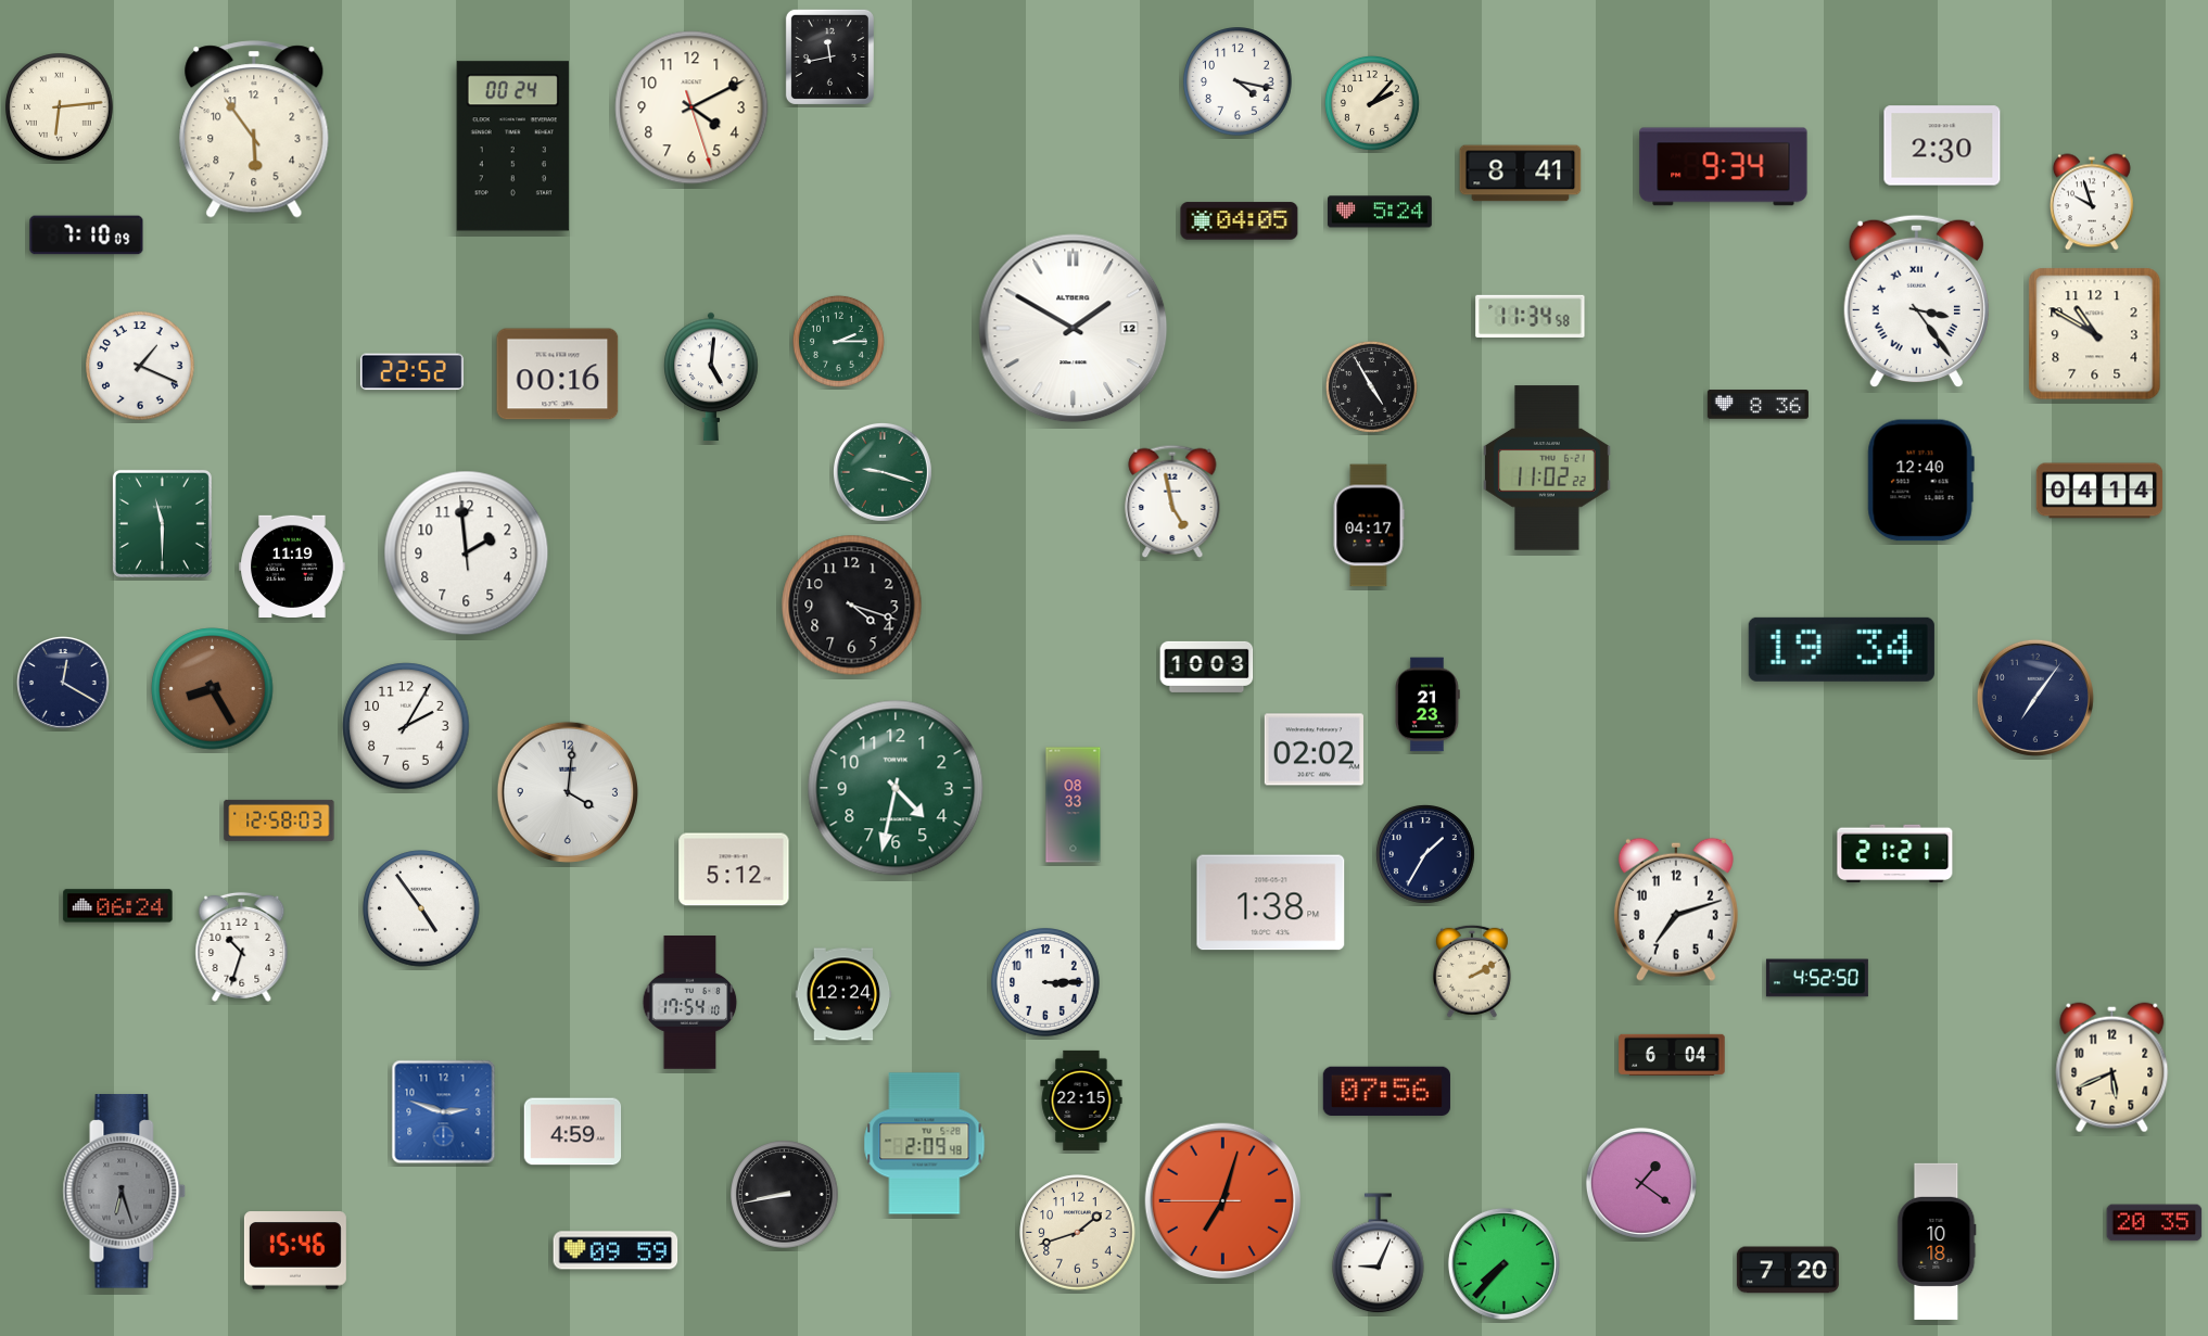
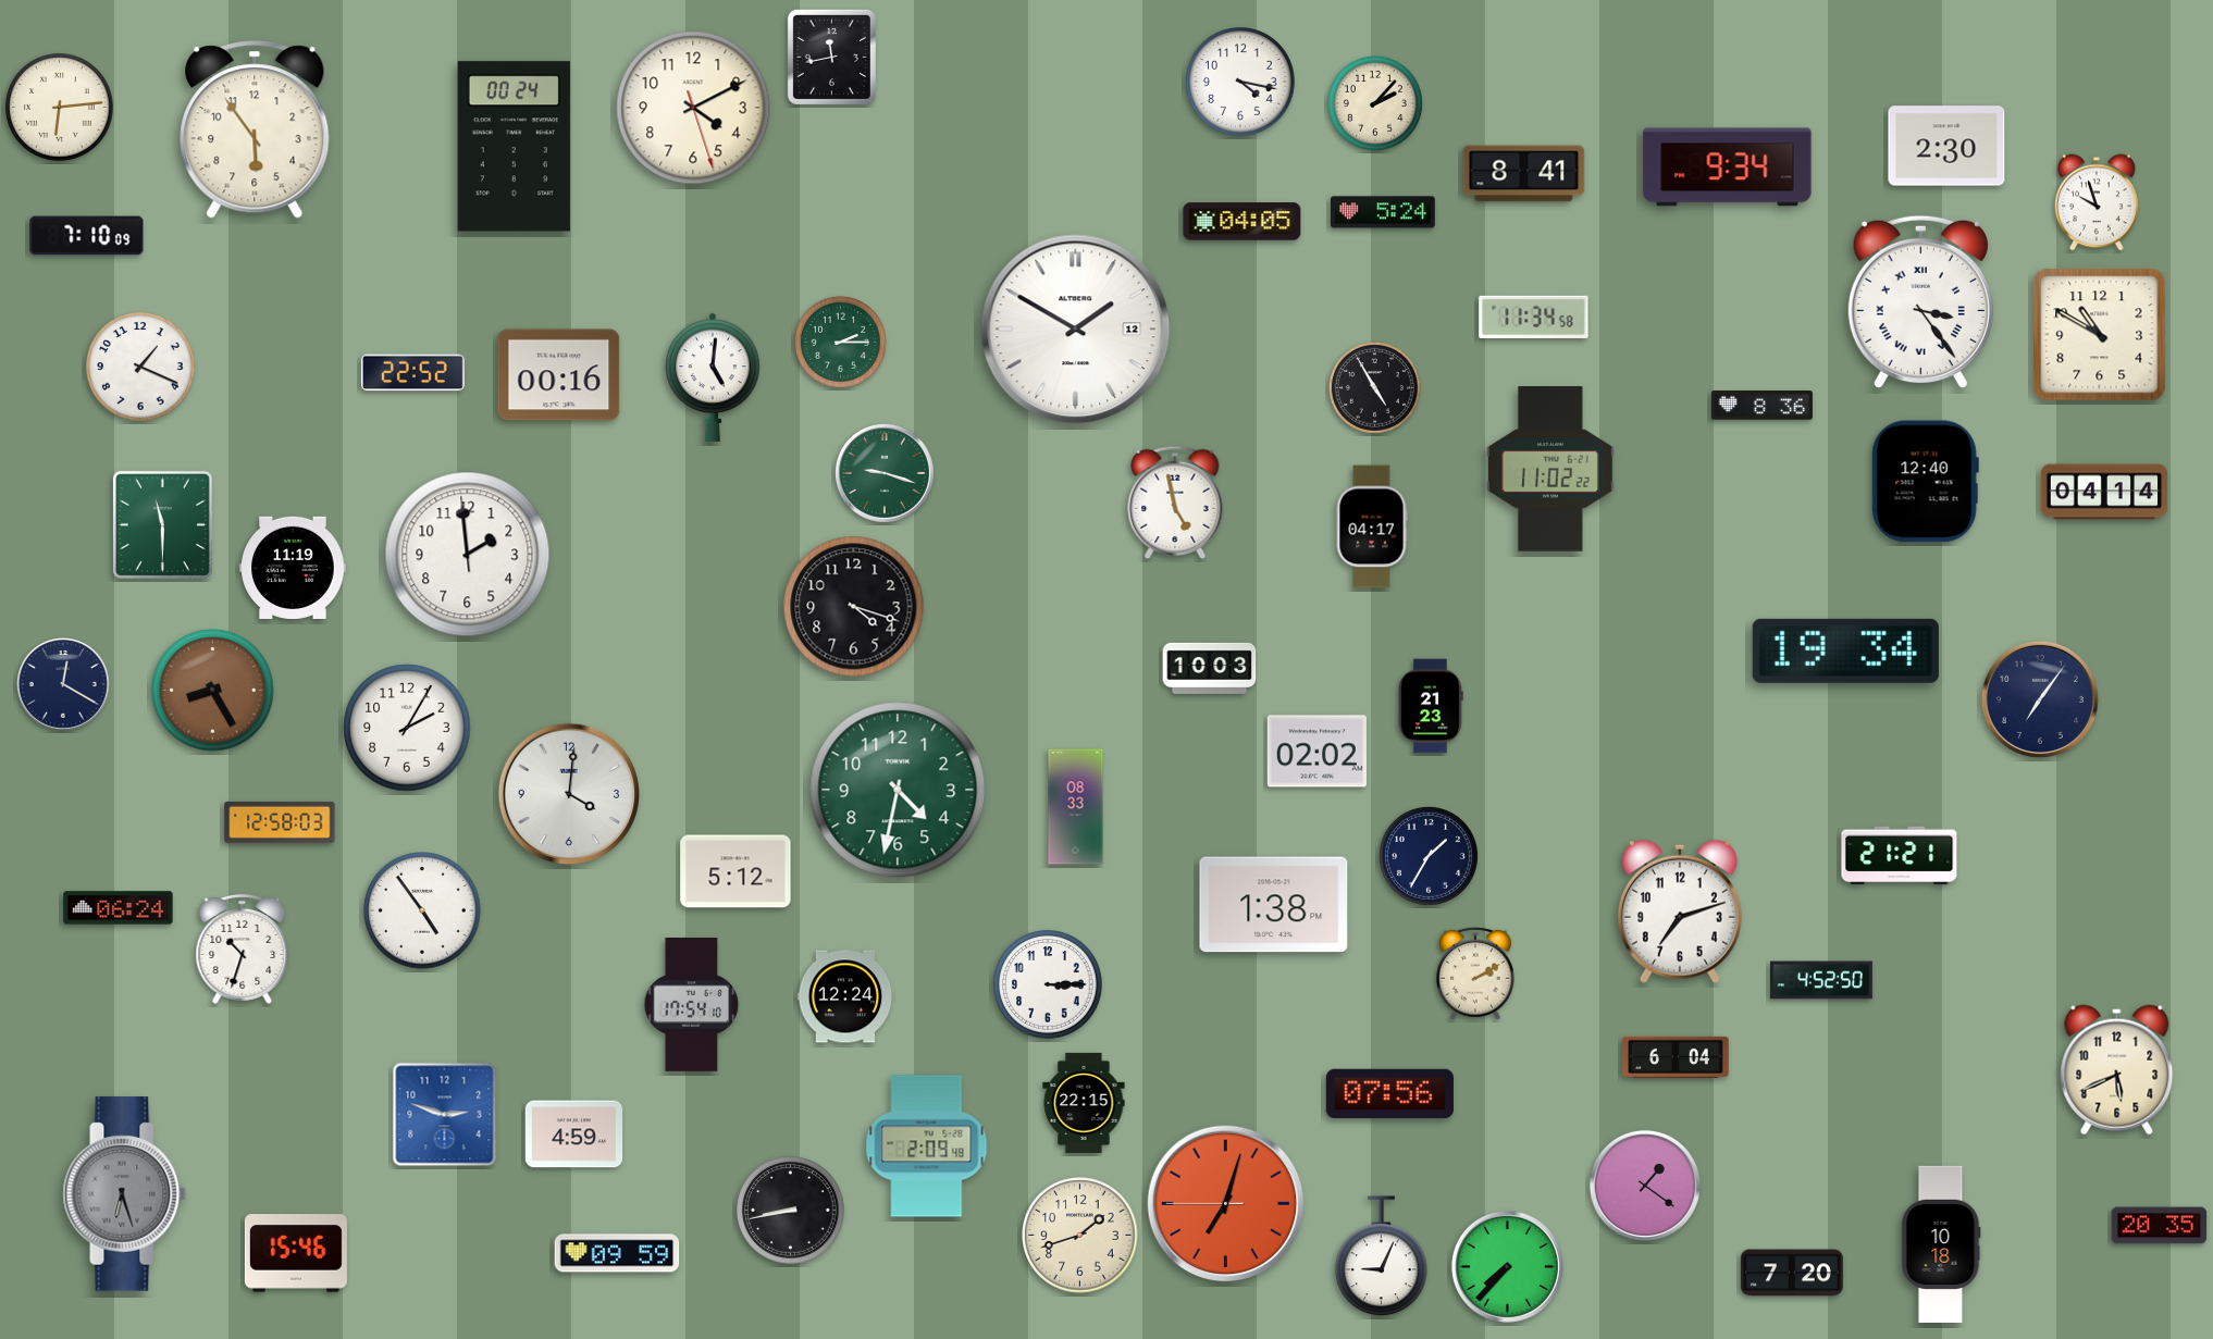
clock at (785, 1195) position: (785, 1195) -> (791, 1211)
